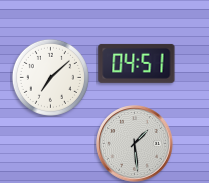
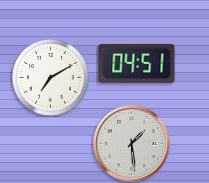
clock at (50, 77): 7:08 -> 7:10
clock at (135, 144) position: (135, 144) -> (132, 144)
